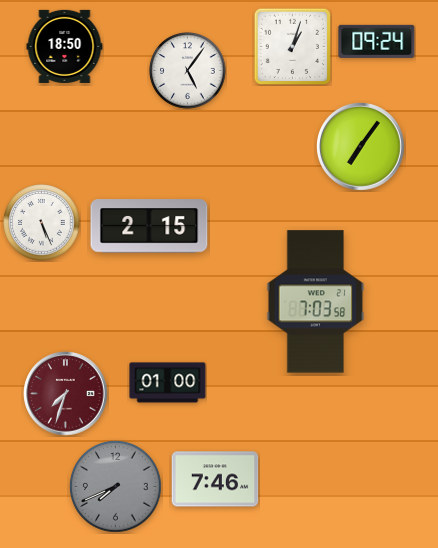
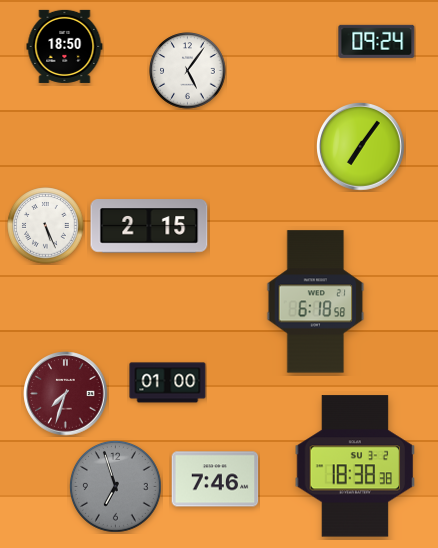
clock at (292, 46): 1:03 -> none
clock at (42, 223) position: (42, 223) -> (46, 226)
clock at (316, 302): 7:03 -> 6:18
clock at (355, 466): none -> 18:38
clock at (116, 487): 7:41 -> 6:57
